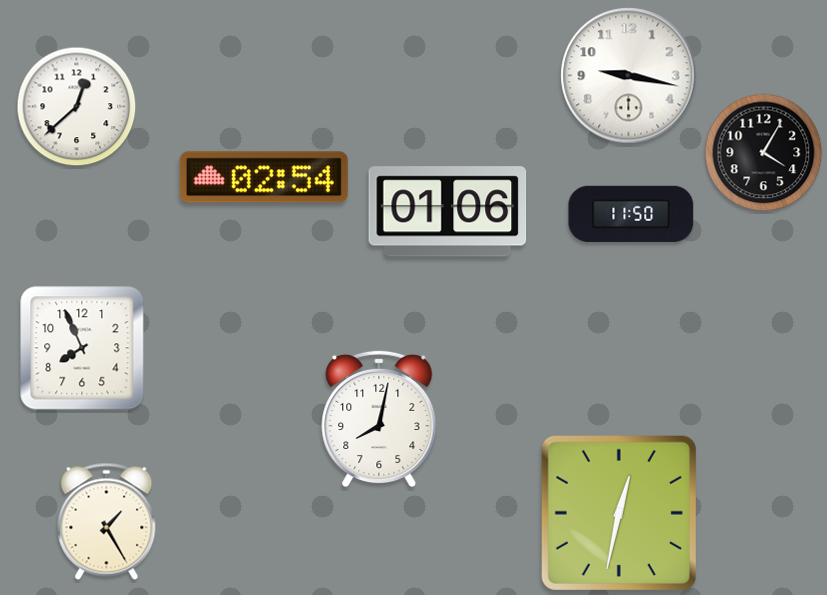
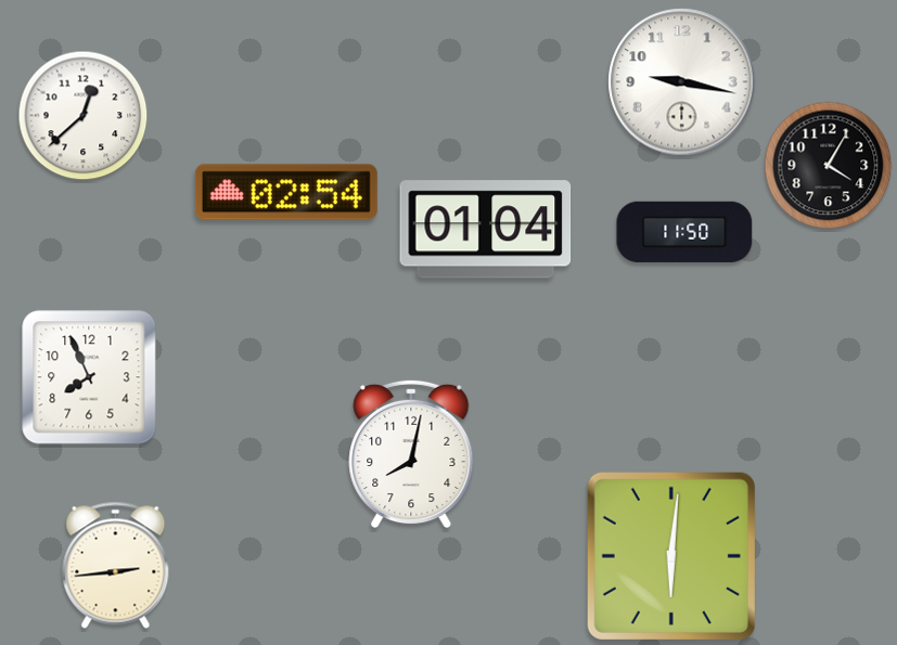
clock at (448, 212): 01:06 -> 01:04
clock at (619, 513): 12:32 -> 6:01
clock at (107, 521): 1:25 -> 2:44
